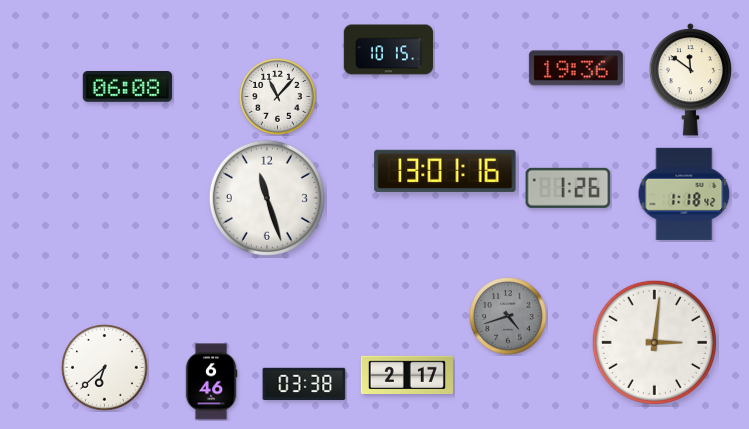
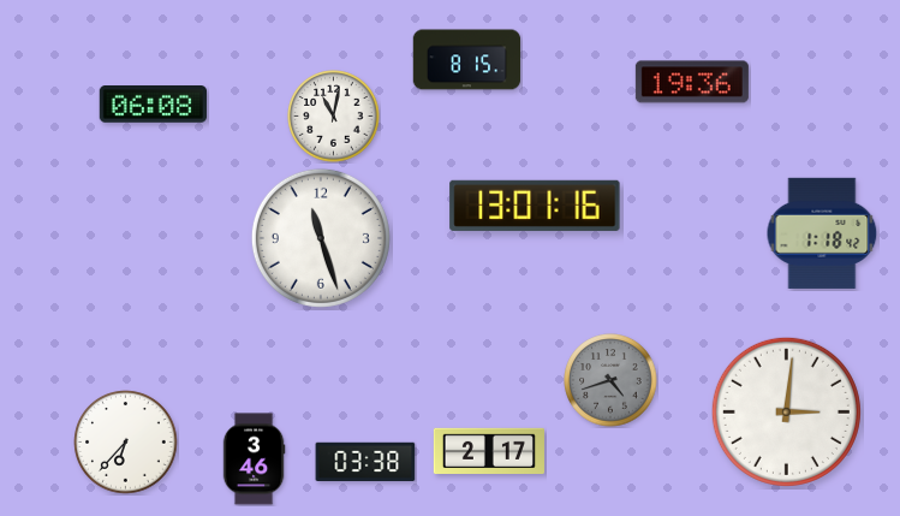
clock at (389, 50): 10:15 -> 8:15
clock at (691, 80): 11:51 -> none
clock at (278, 97): 11:07 -> 11:02
clock at (568, 188): 1:26 -> none
clock at (105, 368): 6:38 -> 6:37
clock at (211, 382): 6:46 -> 3:46
